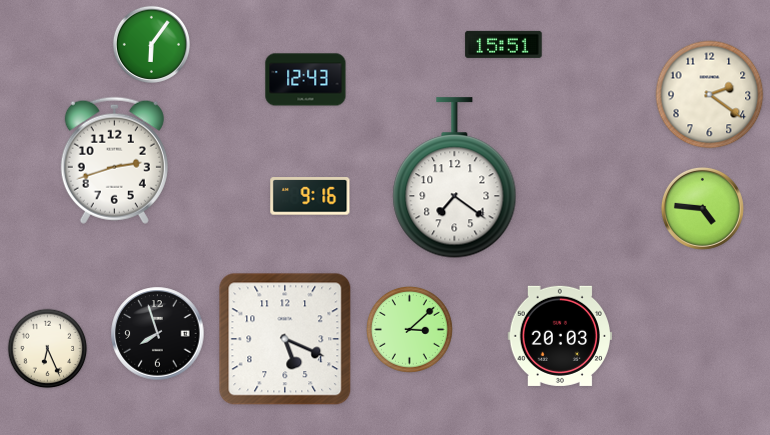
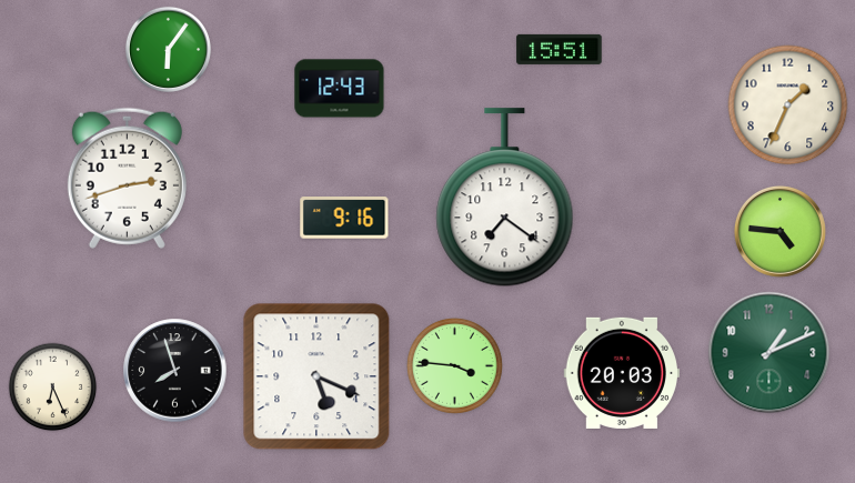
clock at (710, 95): 2:21 -> 1:34
clock at (770, 353): none -> 1:11
clock at (409, 329): 3:08 -> 3:46
